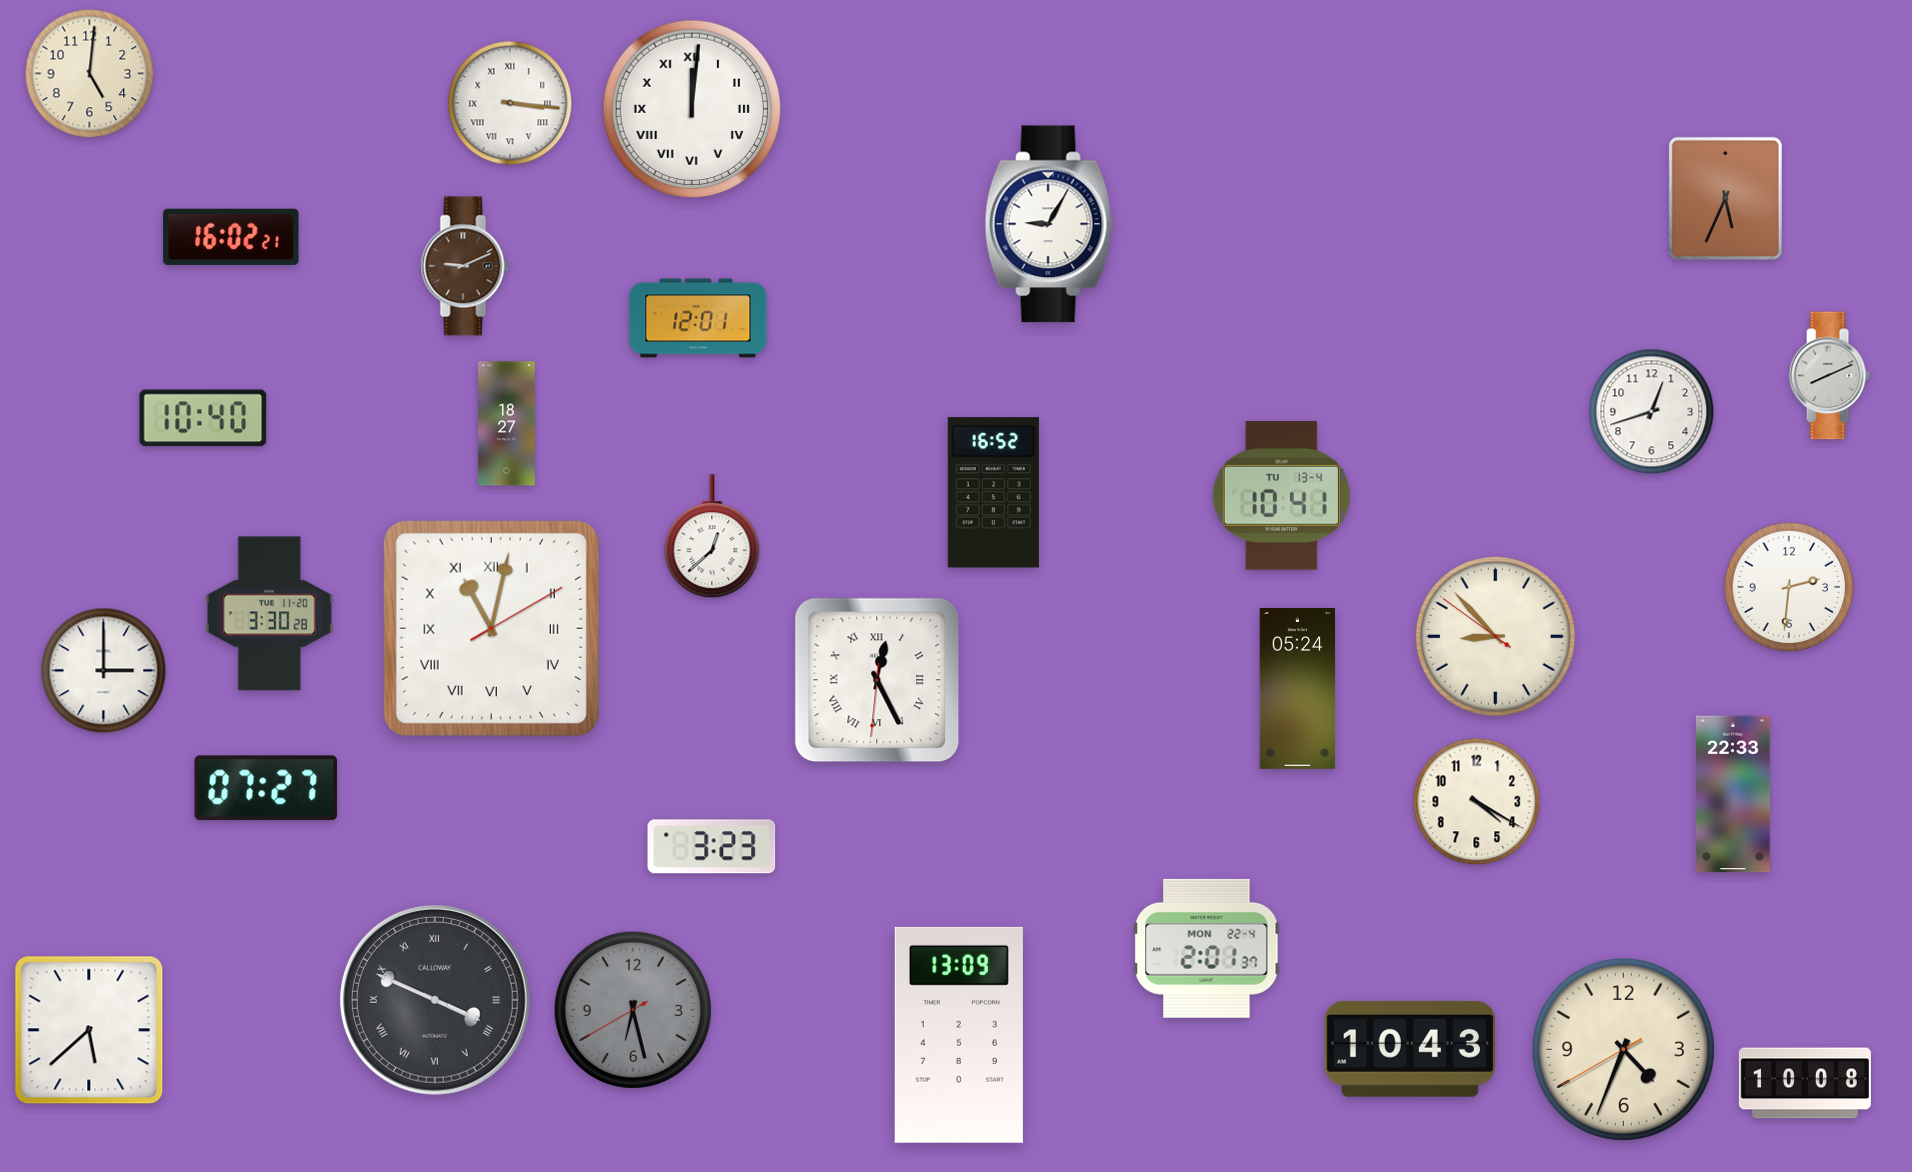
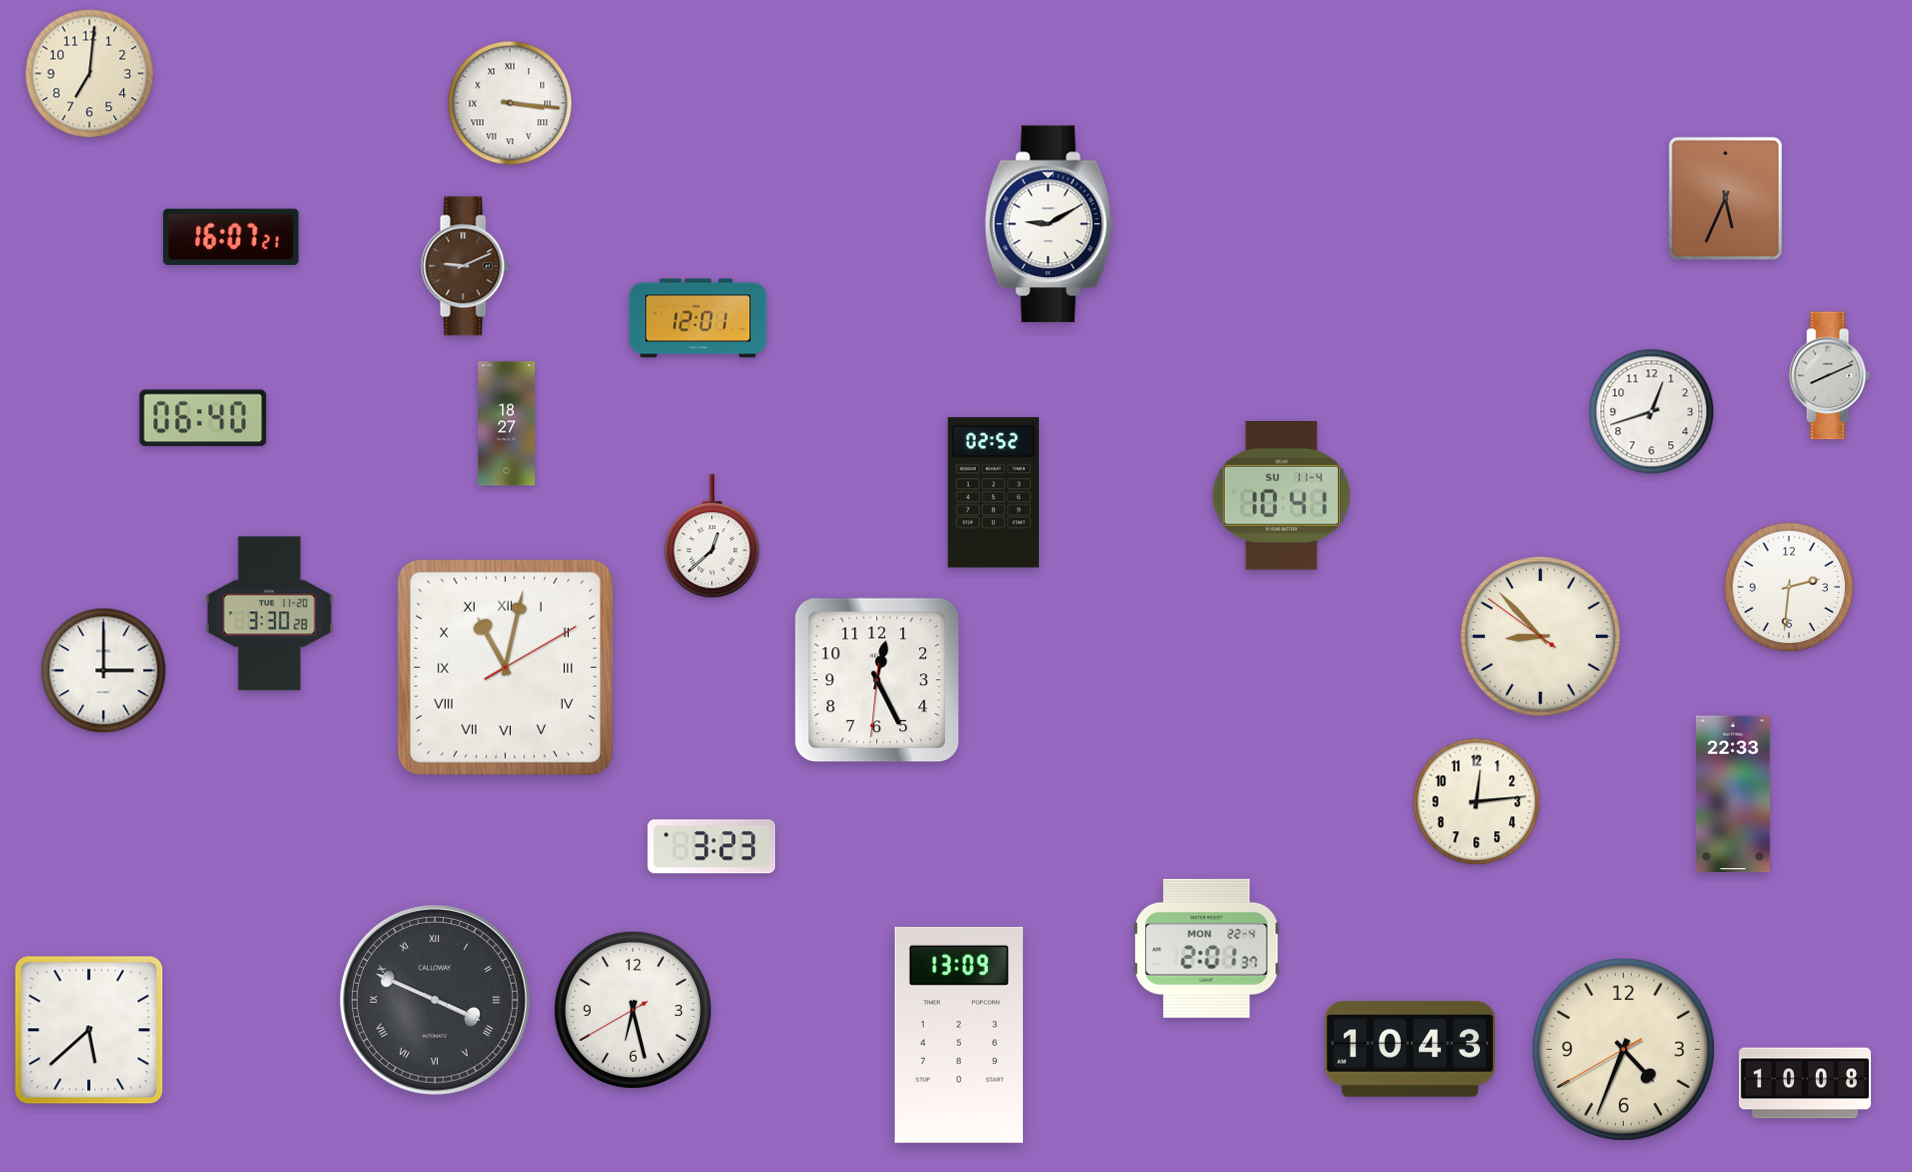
clock at (90, 74): 5:01 -> 7:01
clock at (692, 109): 12:01 -> none
clock at (1049, 224): 9:05 -> 9:10
clock at (231, 237): 16:02 -> 16:07
clock at (203, 418): 10:40 -> 06:40
clock at (993, 493): 16:52 -> 02:52
clock at (1281, 496) date: TU 13-4 -> SU 11-4
clock at (491, 628) position: (491, 628) -> (505, 667)
clock at (1495, 636) position: (1495, 636) -> (1540, 636)
clock at (877, 680) numerals: Roman -> Arabic
clock at (1298, 688): 05:24 -> none
clock at (266, 788): 07:27 -> none
clock at (1477, 802): 4:20 -> 12:14
clock at (633, 1010) dial: grey -> white
